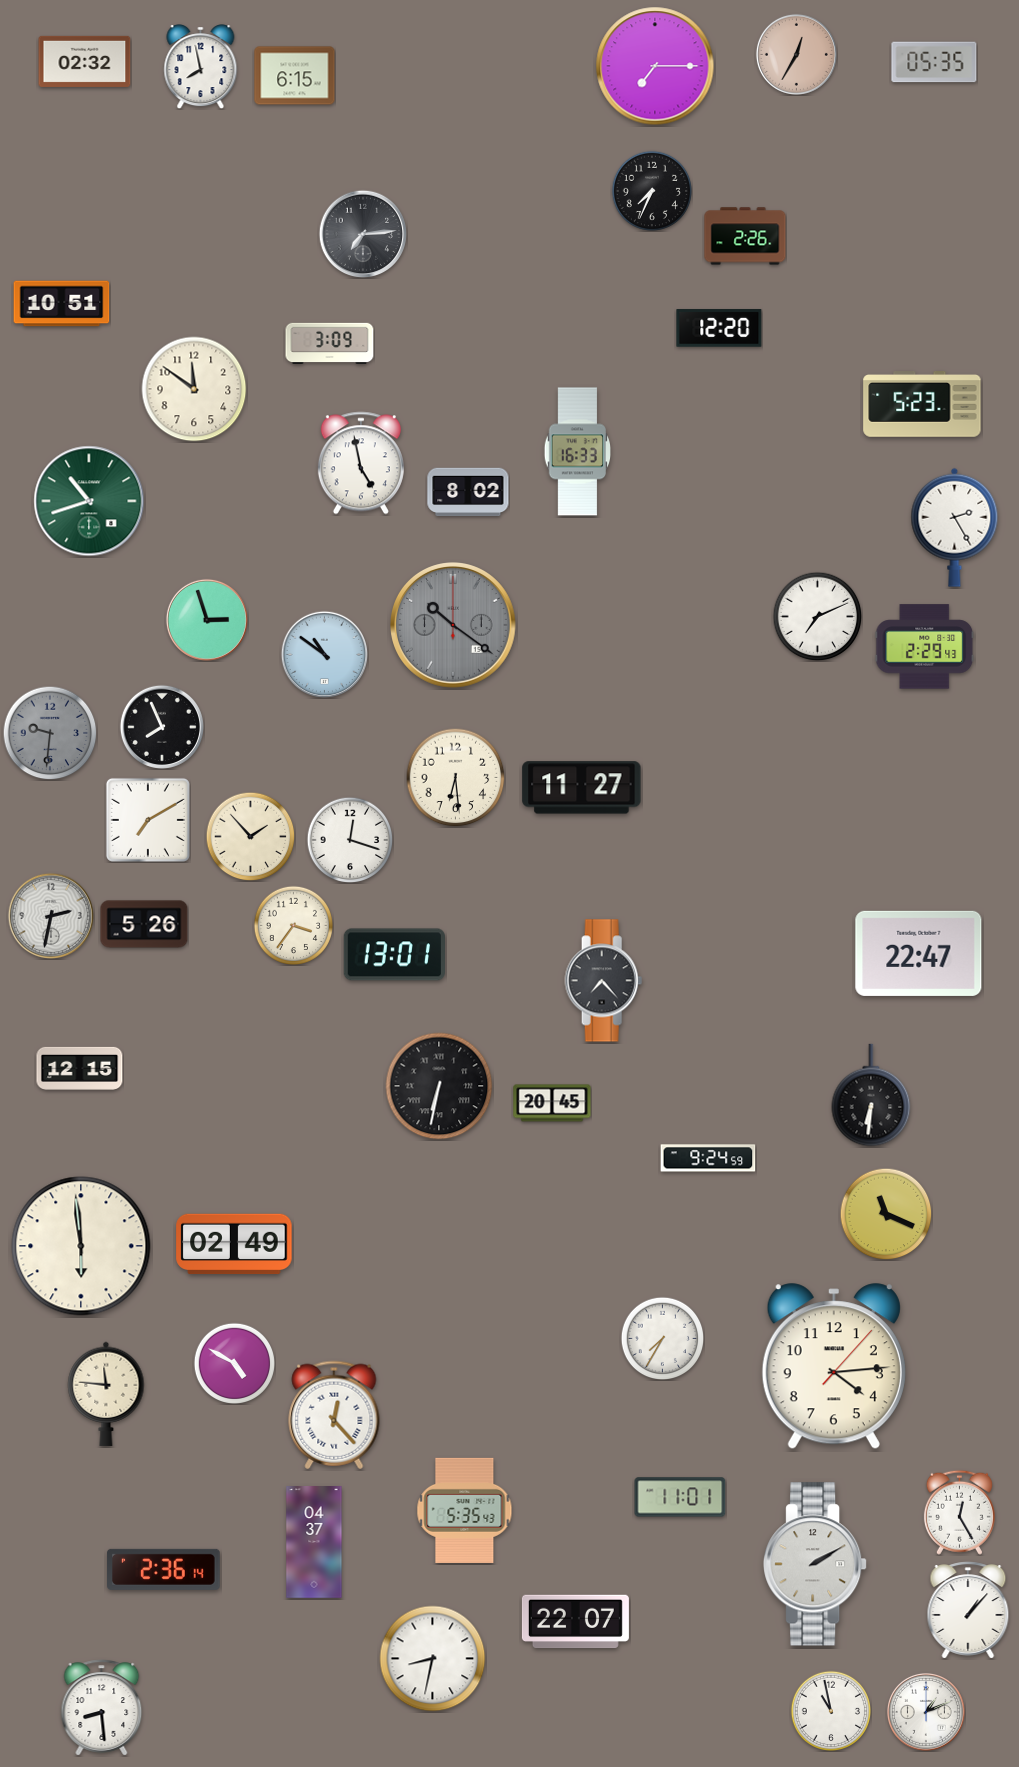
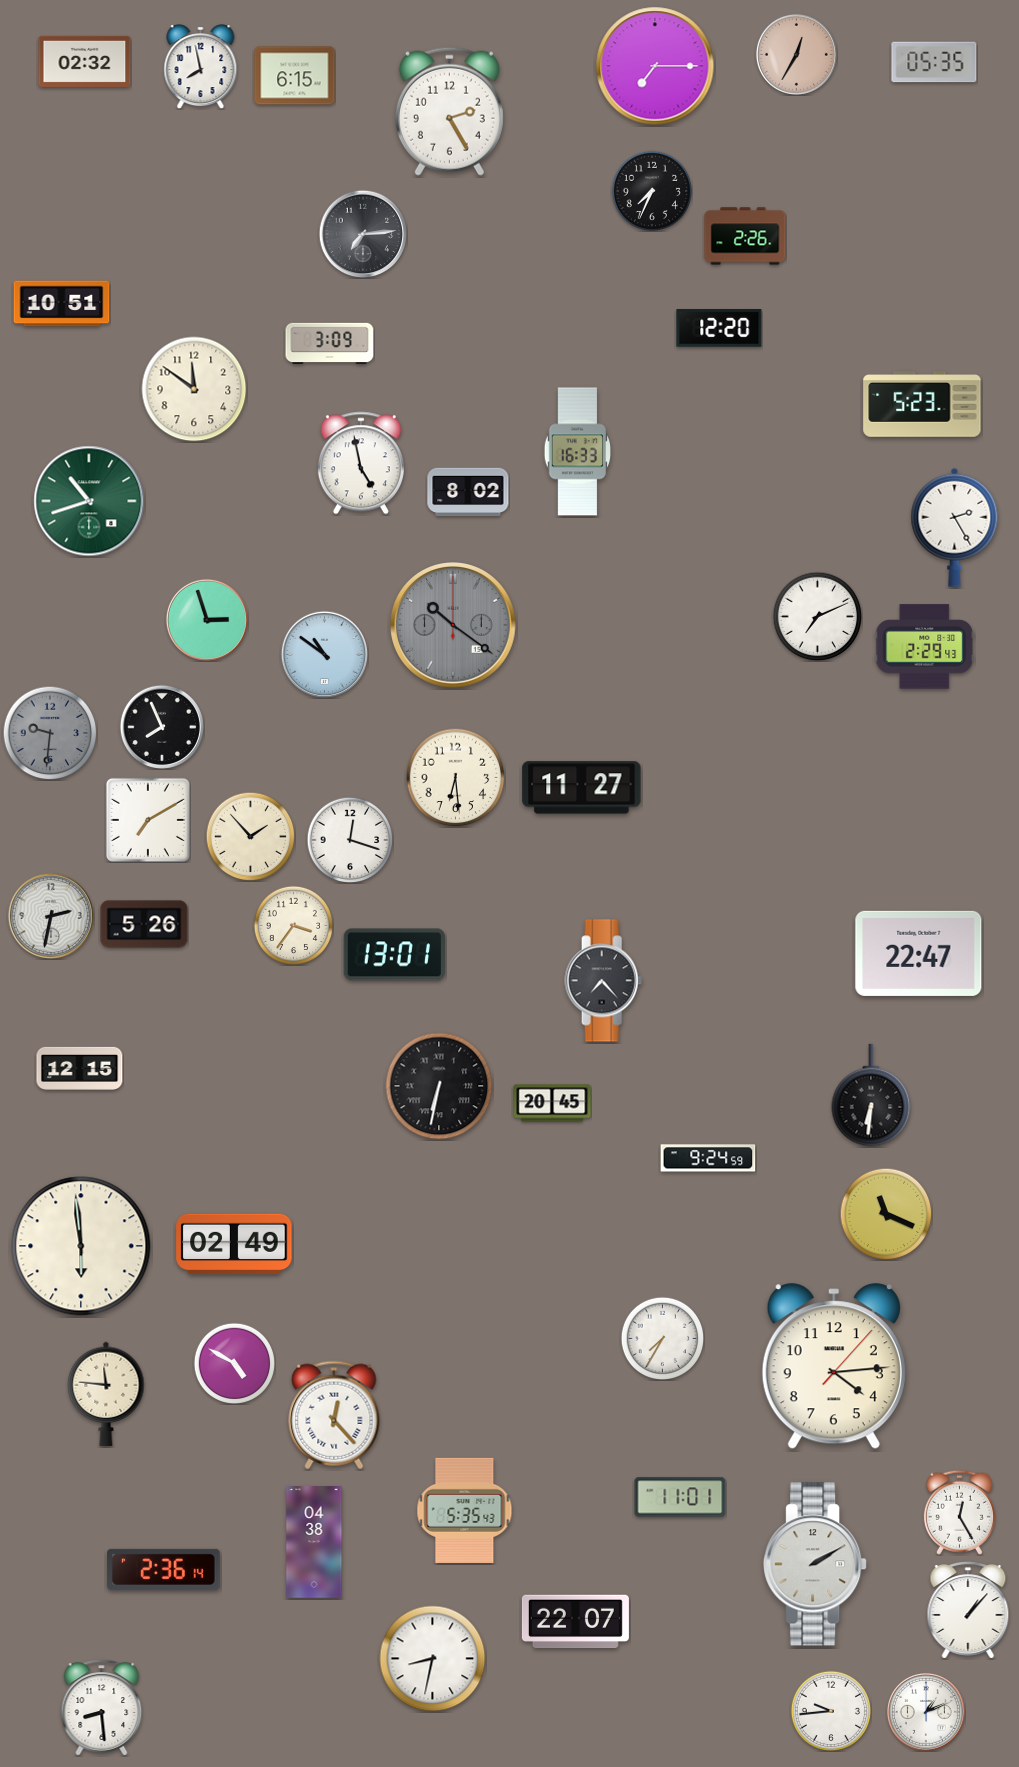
clock at (449, 111): none -> 2:25
clock at (314, 1542): 04:37 -> 04:38
clock at (830, 1710): 10:58 -> 9:44
